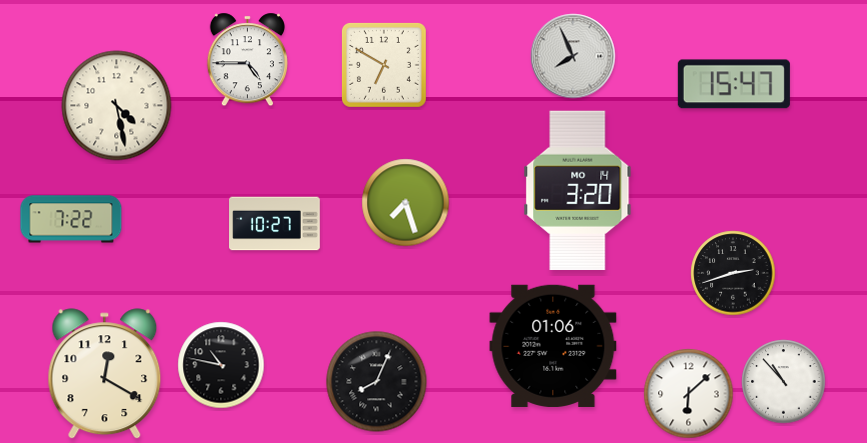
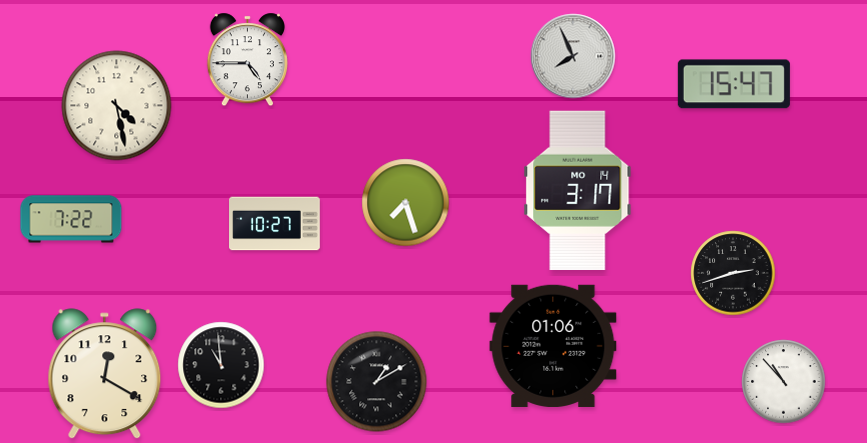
clock at (384, 65): 6:50 -> none
clock at (578, 190): 3:20 -> 3:17
clock at (221, 365): 10:47 -> 10:59
clock at (377, 382): 8:04 -> 1:10
clock at (689, 394): 6:08 -> none
